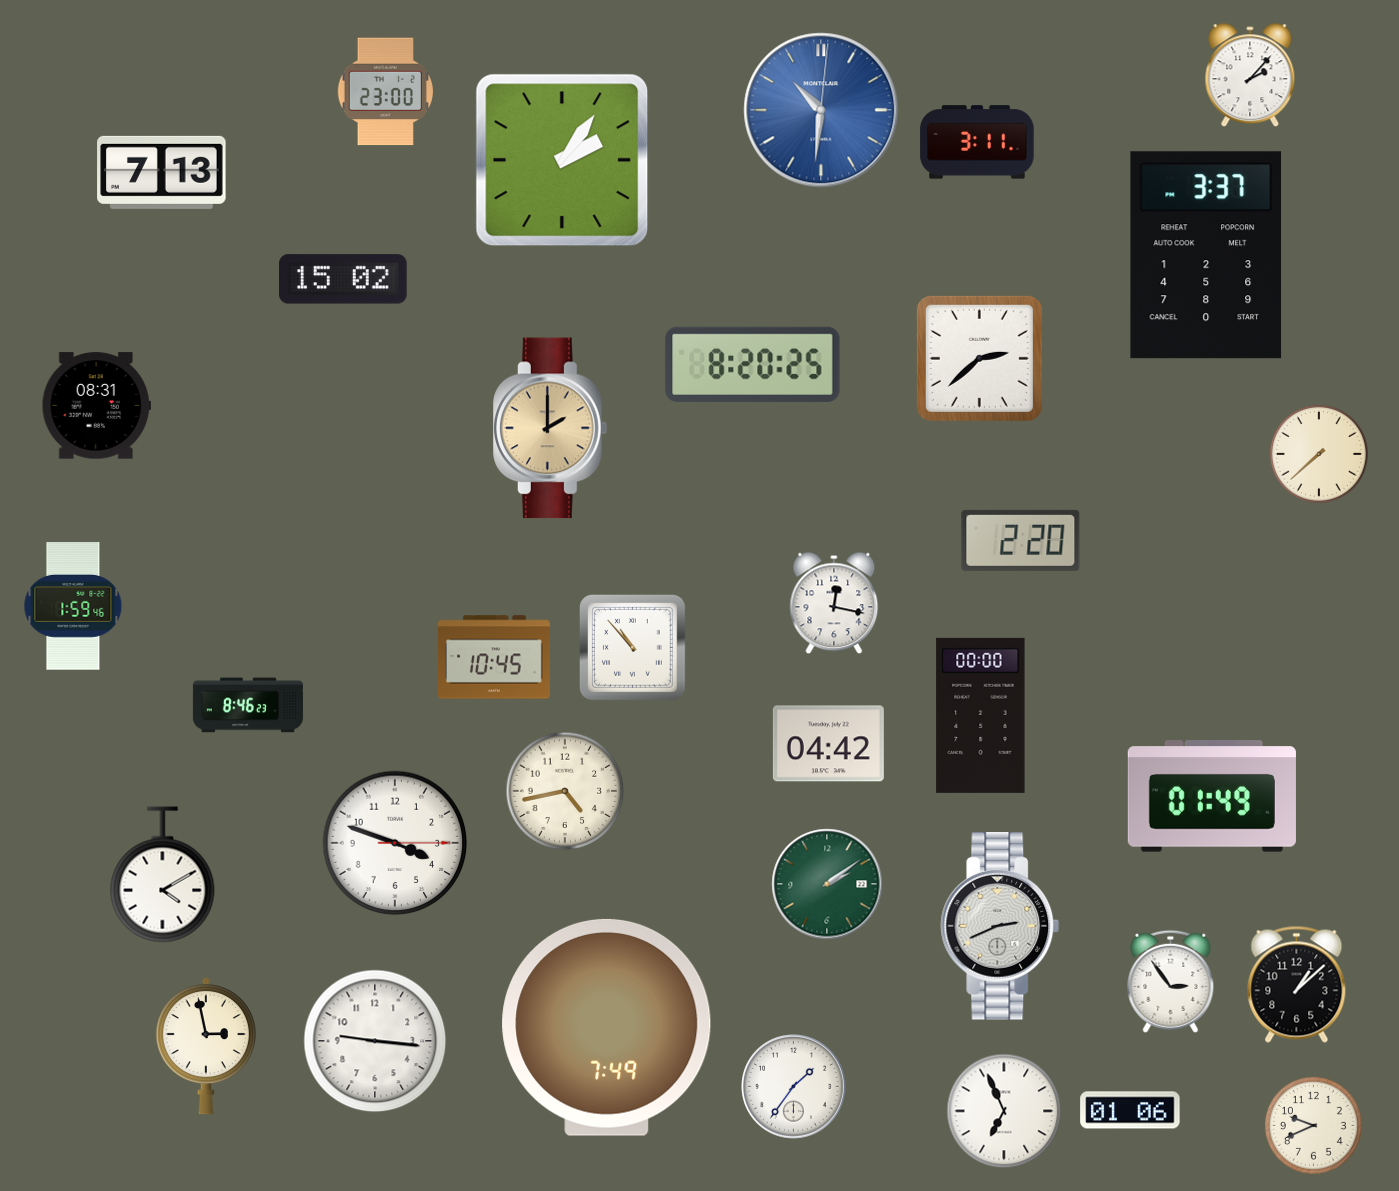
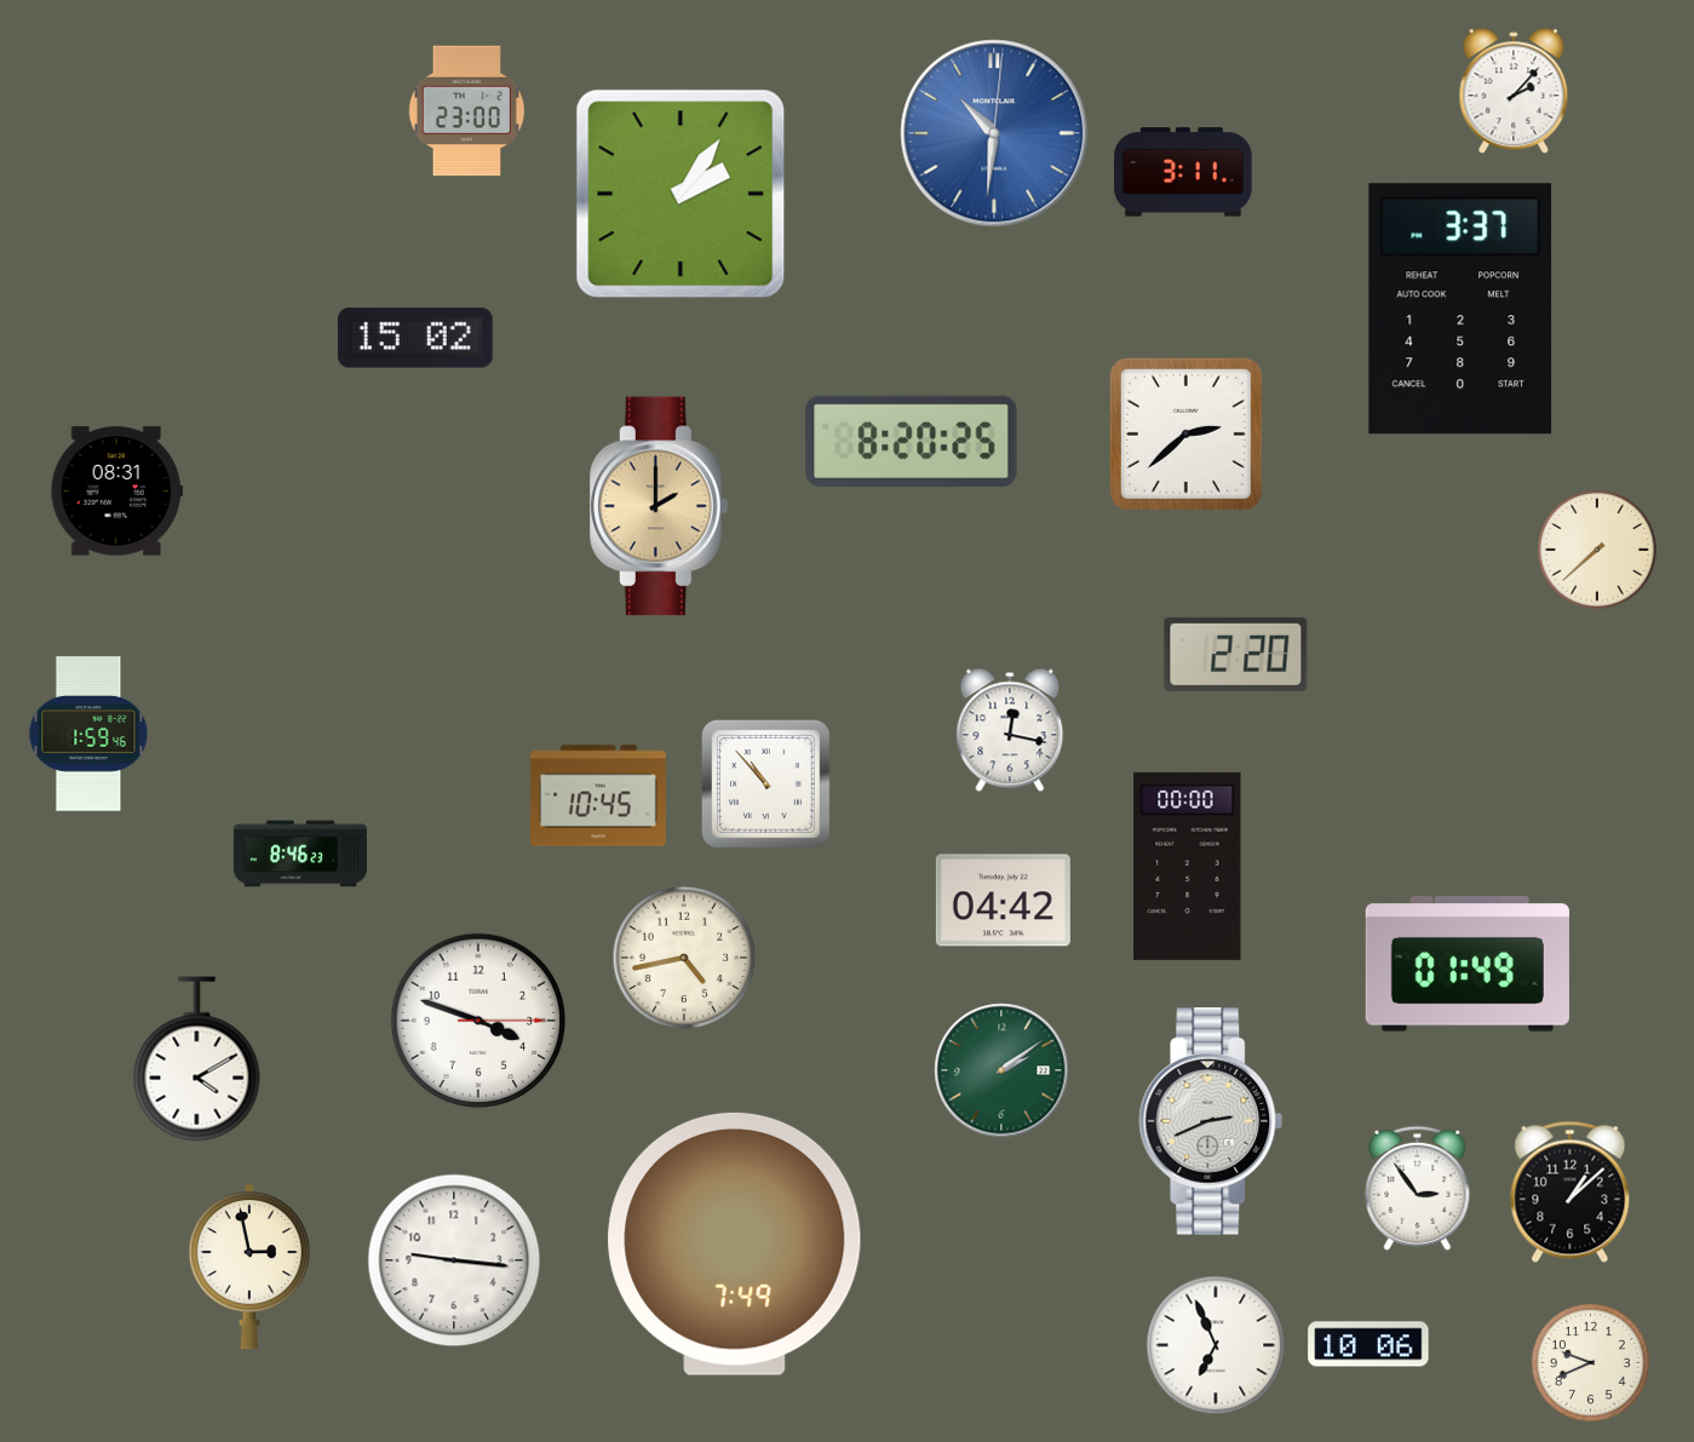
clock at (162, 172): 7:13 -> none
clock at (551, 428) position: (551, 428) -> (660, 506)
clock at (794, 1087): 1:36 -> none
clock at (1130, 1110): 01:06 -> 10:06
